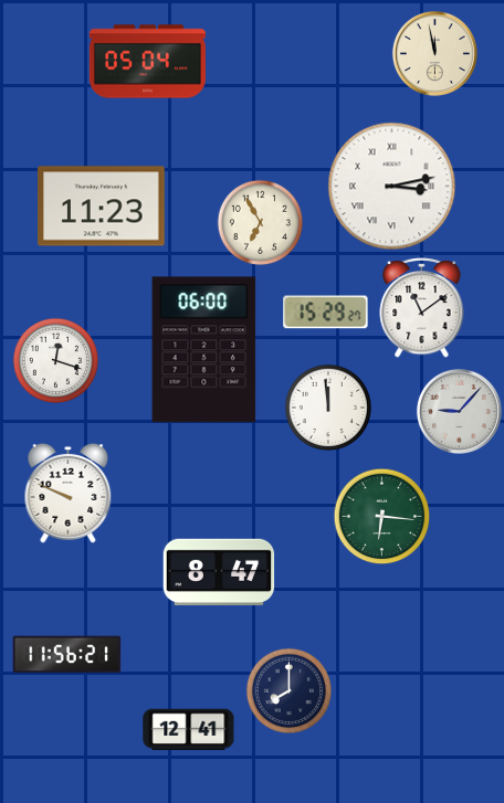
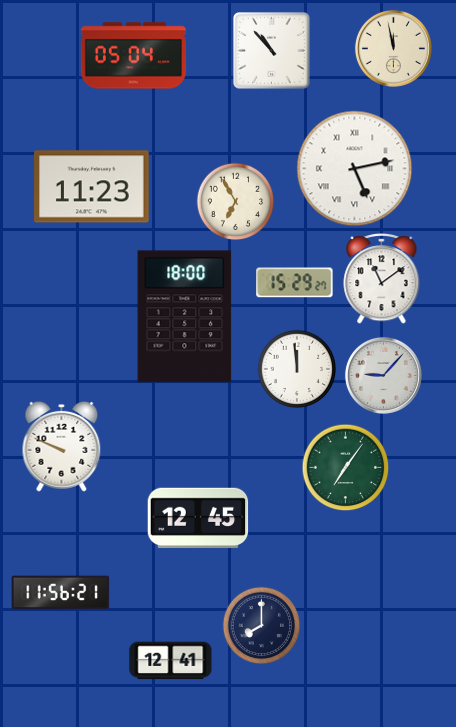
clock at (272, 51): none -> 10:53
clock at (392, 187): 3:13 -> 5:13
clock at (204, 350): 06:00 -> 18:00
clock at (55, 360): 12:18 -> none
clock at (459, 411) position: (459, 411) -> (383, 375)
clock at (381, 516): 6:16 -> 7:06
clock at (219, 572): 8:47 -> 12:45
